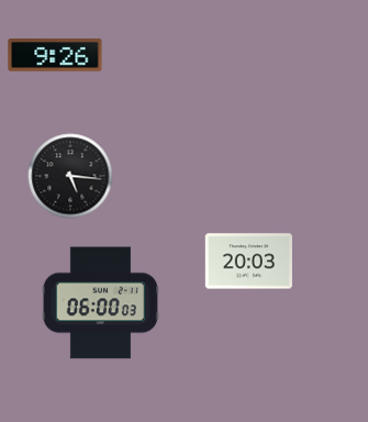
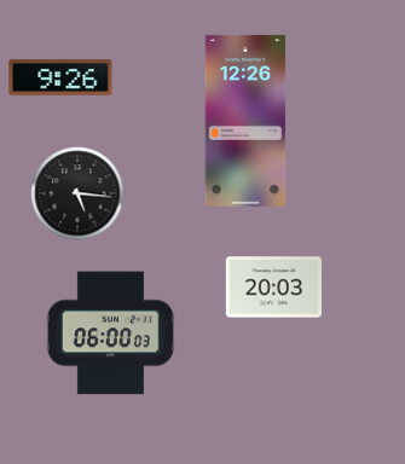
clock at (55, 55) position: (55, 55) -> (60, 77)
clock at (245, 121): none -> 12:26
